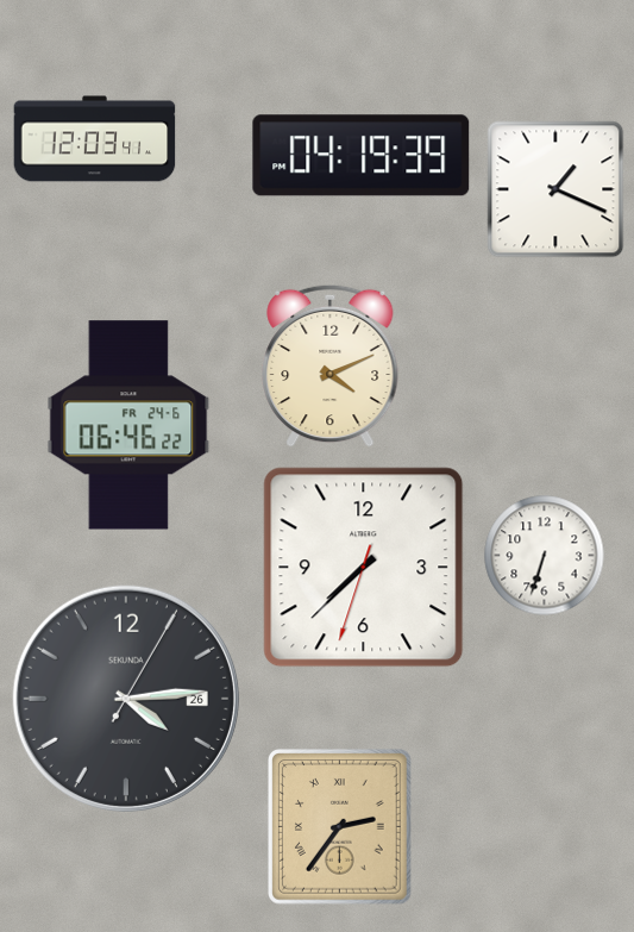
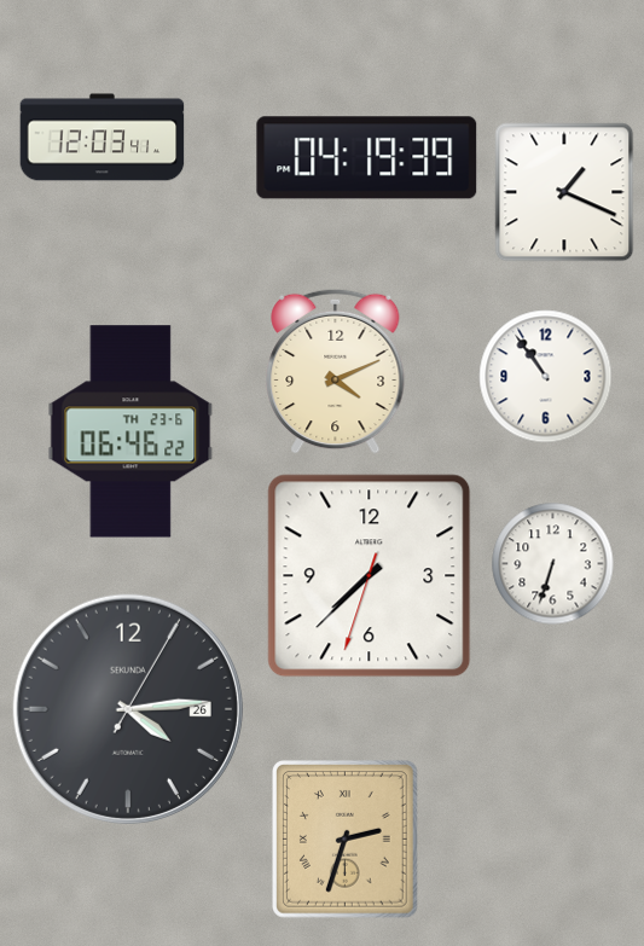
clock at (95, 139) position: (95, 139) -> (103, 138)
clock at (546, 377): none -> 10:54
clock at (128, 425) date: FR 24-6 -> TH 23-6
clock at (340, 827): 2:36 -> 2:33
